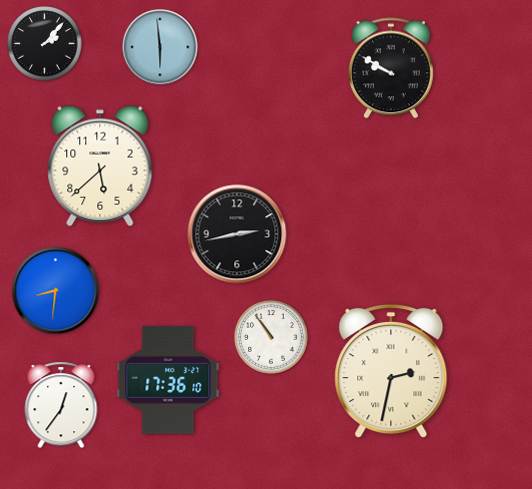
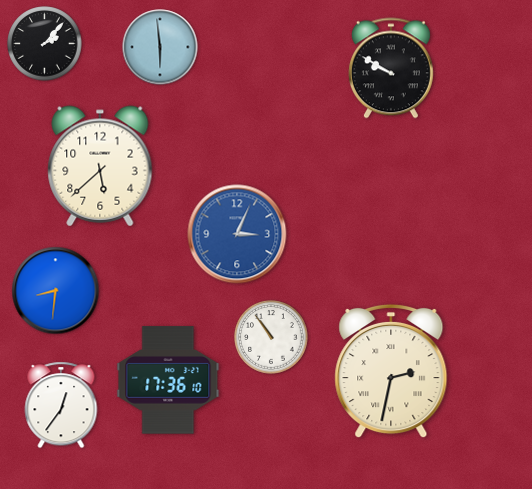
clock at (237, 234): 2:43 -> 3:04
clock at (237, 234) dial: black -> blue
